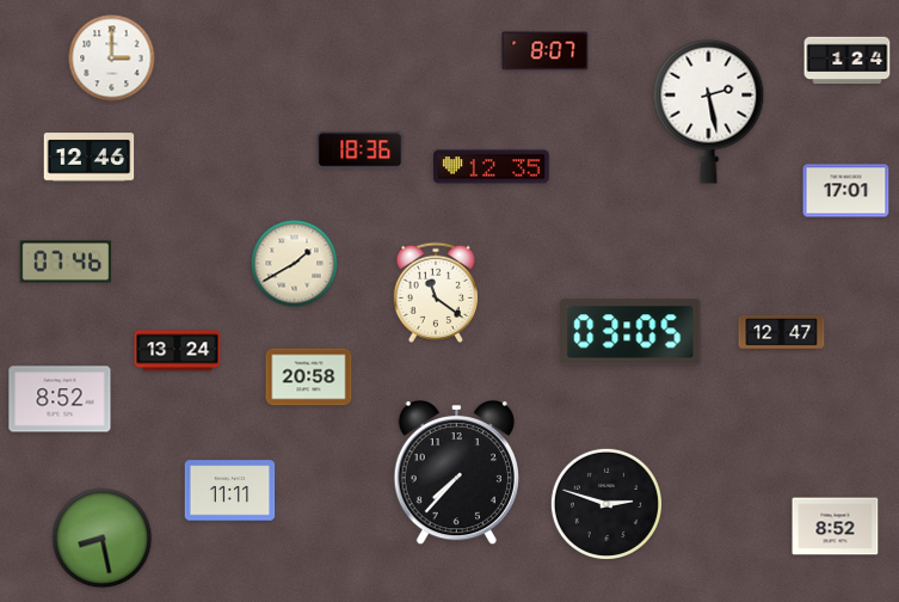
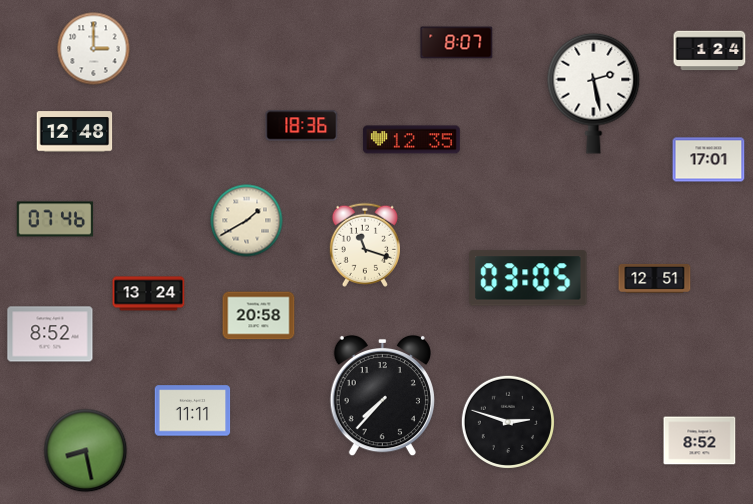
clock at (90, 158): 12:46 -> 12:48
clock at (436, 293): 11:21 -> 11:18
clock at (782, 332): 12:47 -> 12:51
